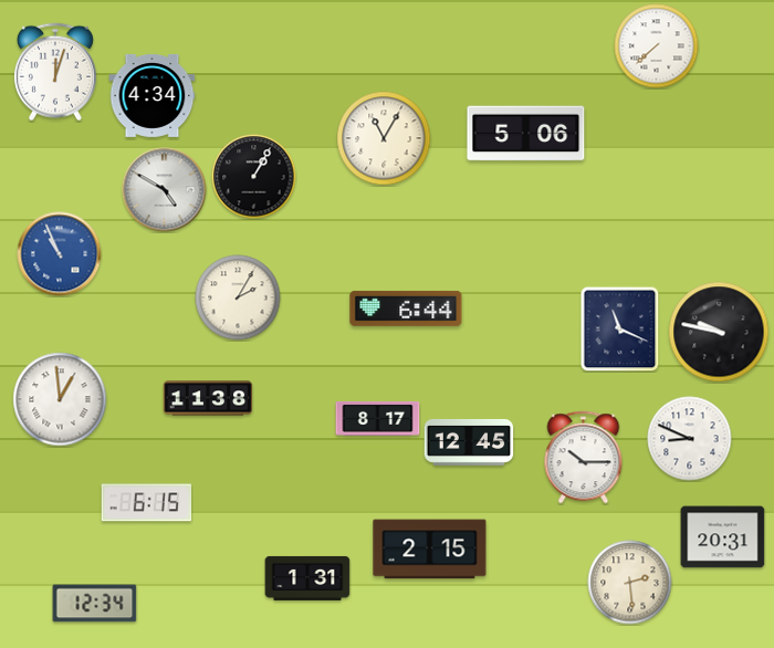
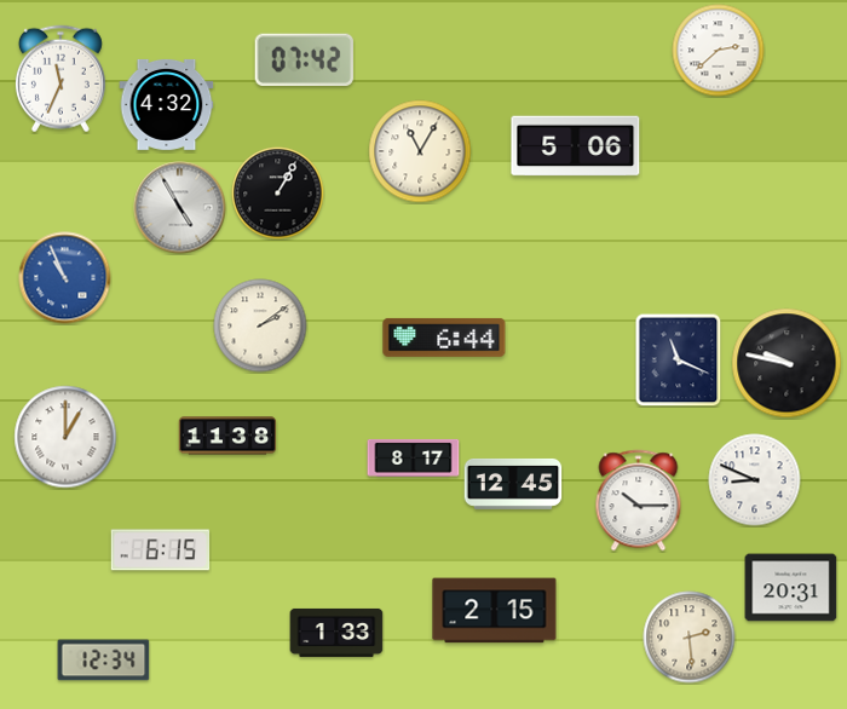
clock at (657, 46): 7:38 -> 2:38
clock at (304, 59): none -> 07:42
clock at (55, 72): 12:03 -> 11:34
clock at (153, 95): 4:34 -> 4:32
clock at (165, 190): 4:50 -> 4:55
clock at (238, 297): 2:05 -> 2:09
clock at (60, 399): 12:59 -> 1:00
clock at (430, 550) position: (430, 550) -> (495, 611)
clock at (307, 578): 1:31 -> 1:33
